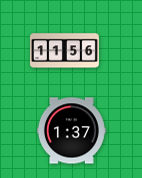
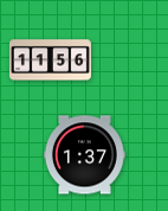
clock at (64, 51) position: (64, 51) -> (50, 60)
